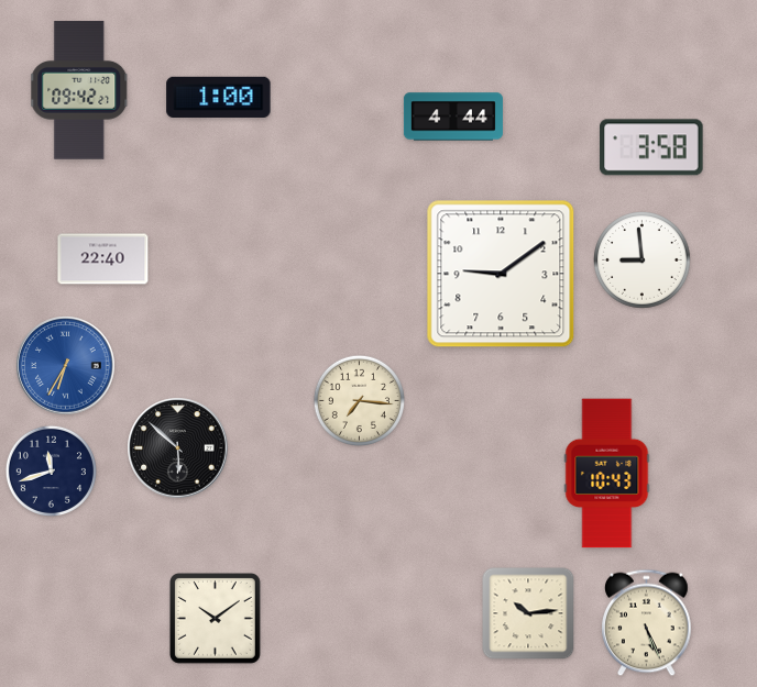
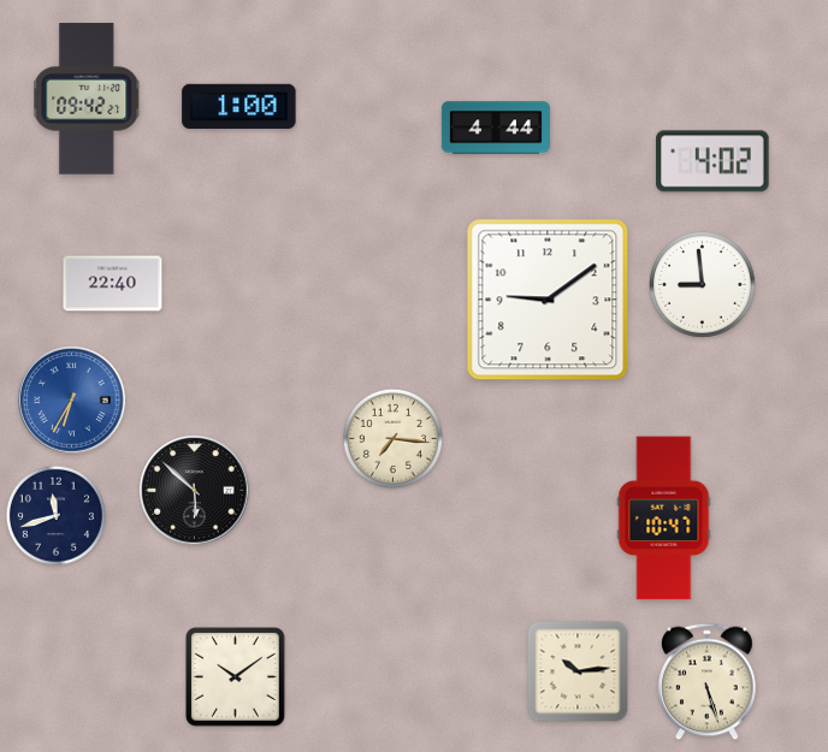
clock at (651, 147): 3:58 -> 4:02
clock at (607, 474): 10:43 -> 10:47
clock at (647, 623): 5:26 -> 5:27
